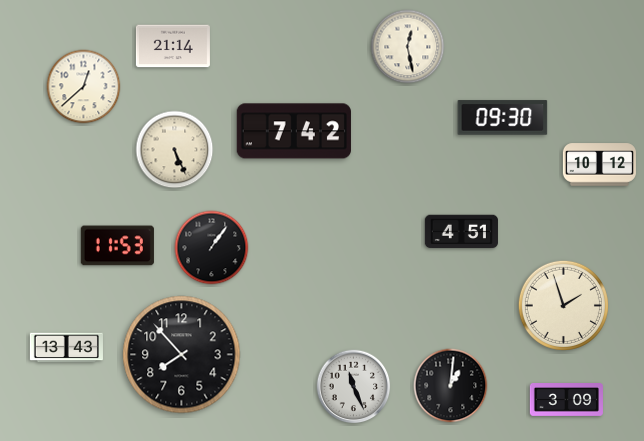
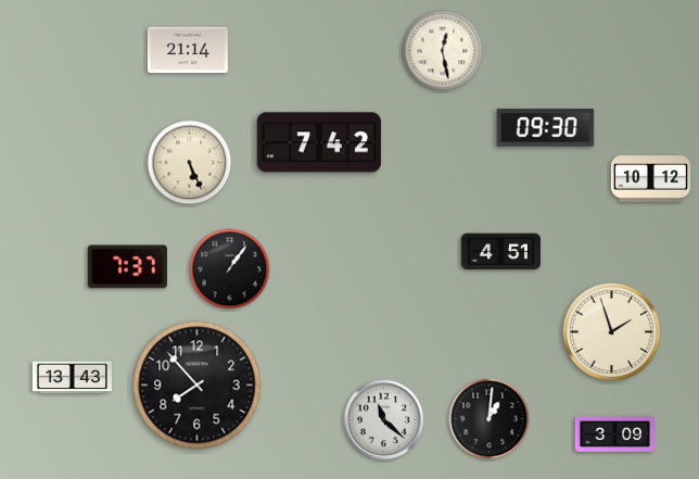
clock at (84, 87): 12:38 -> none
clock at (117, 246): 11:53 -> 7:37
clock at (354, 387): 11:26 -> 11:22
